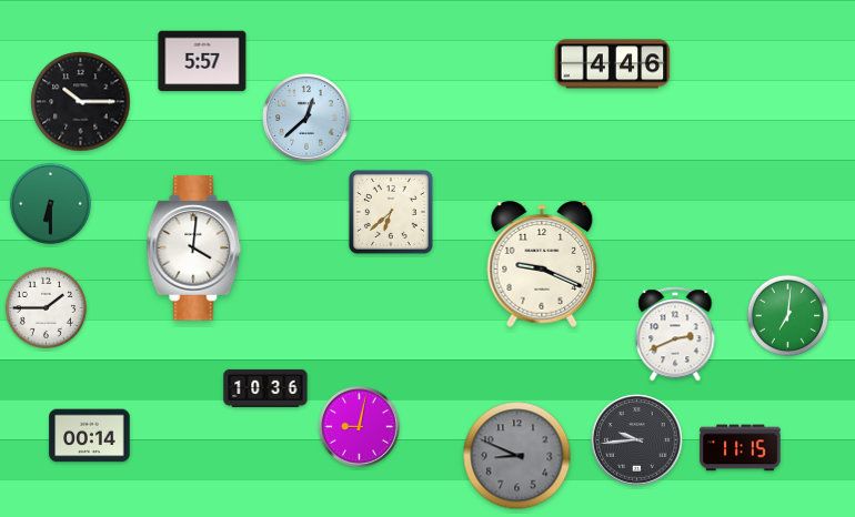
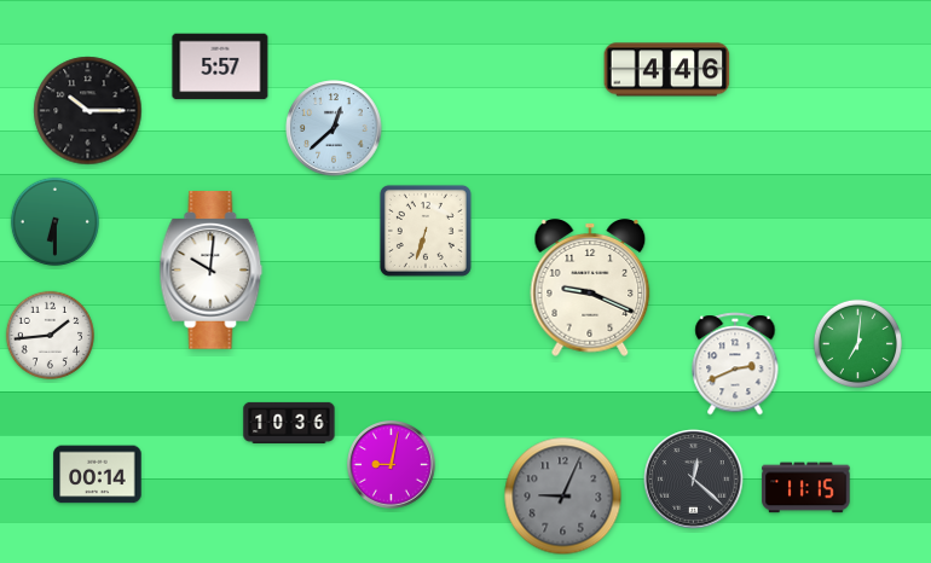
clock at (391, 212): 6:38 -> 6:33
clock at (194, 249): 4:01 -> 10:01
clock at (46, 307): 1:45 -> 1:44
clock at (637, 440): 9:44 -> 12:22
clock at (517, 456): 8:49 -> 9:04
